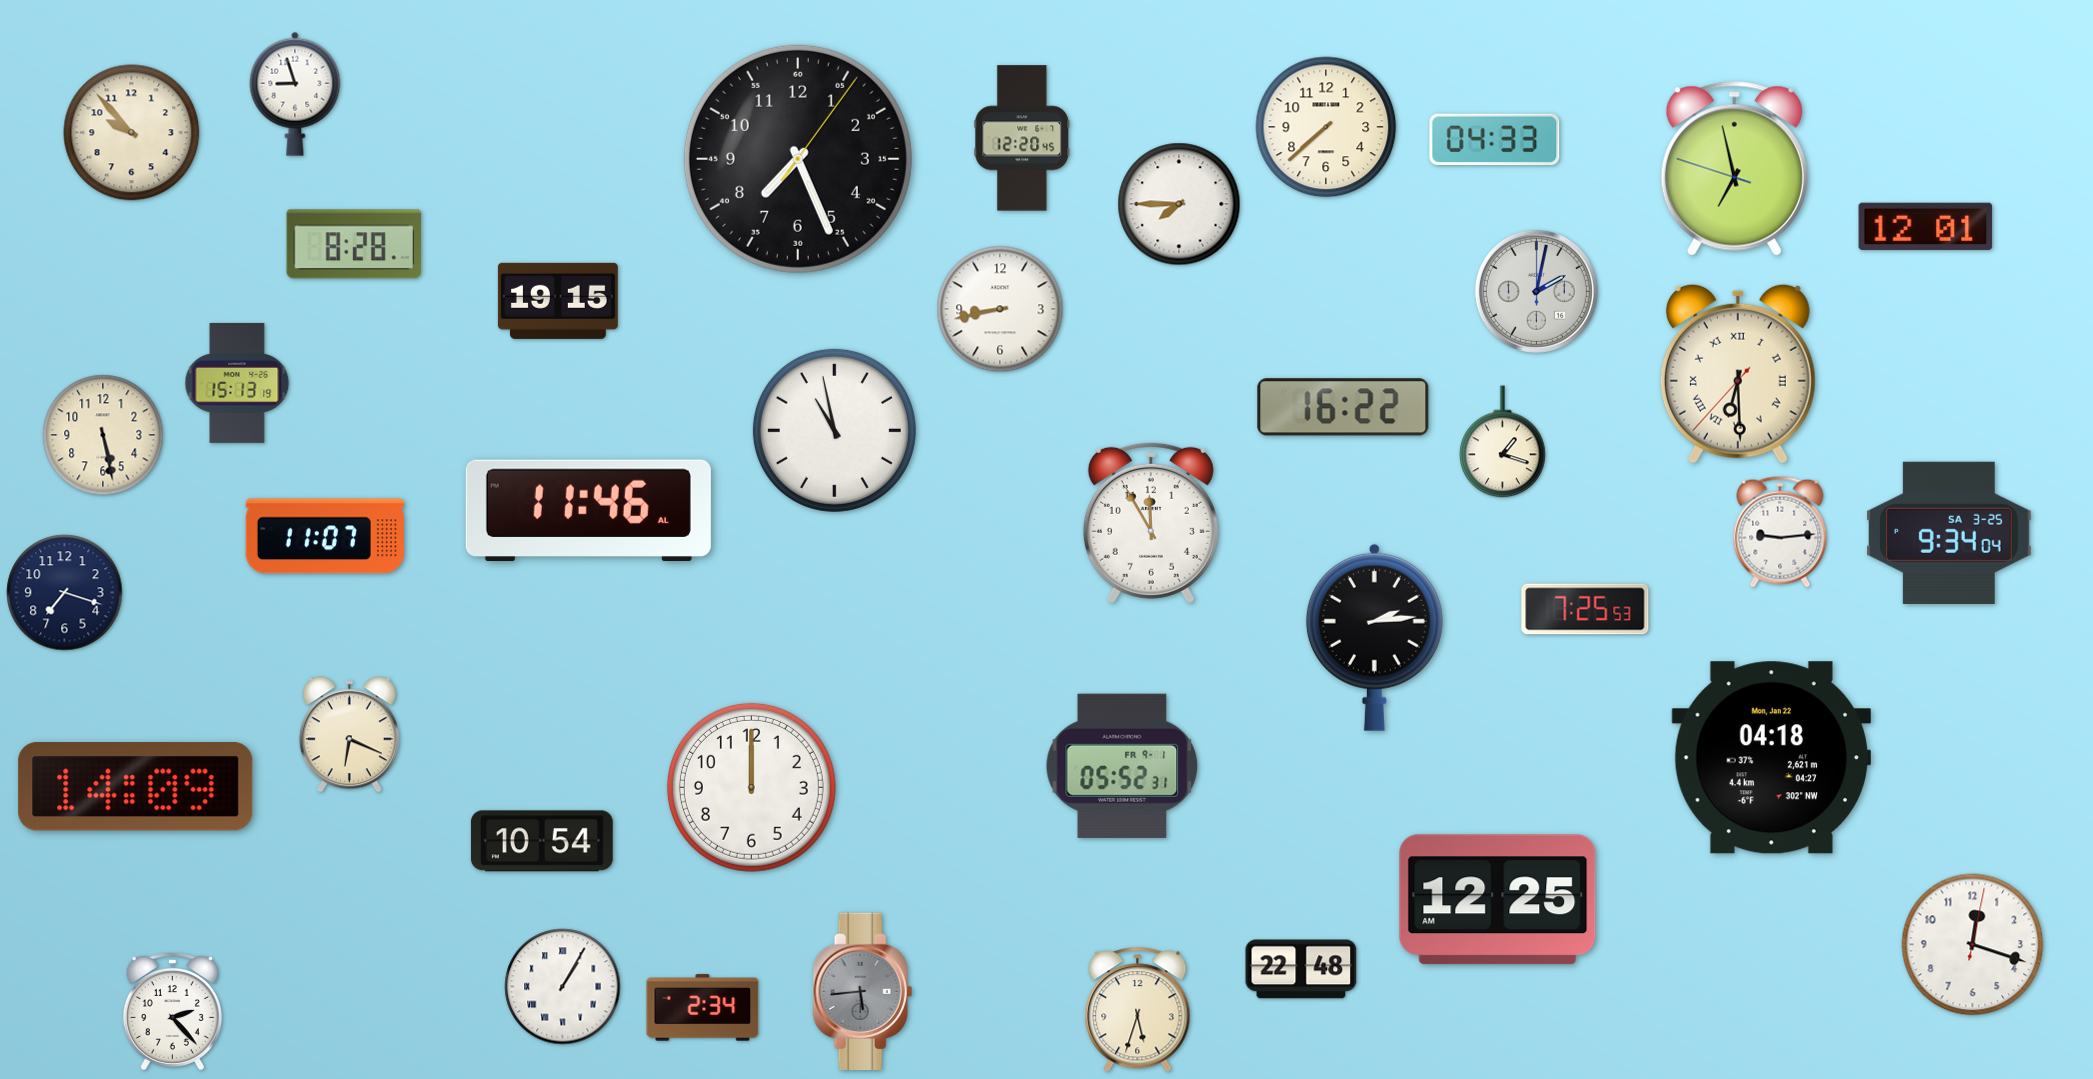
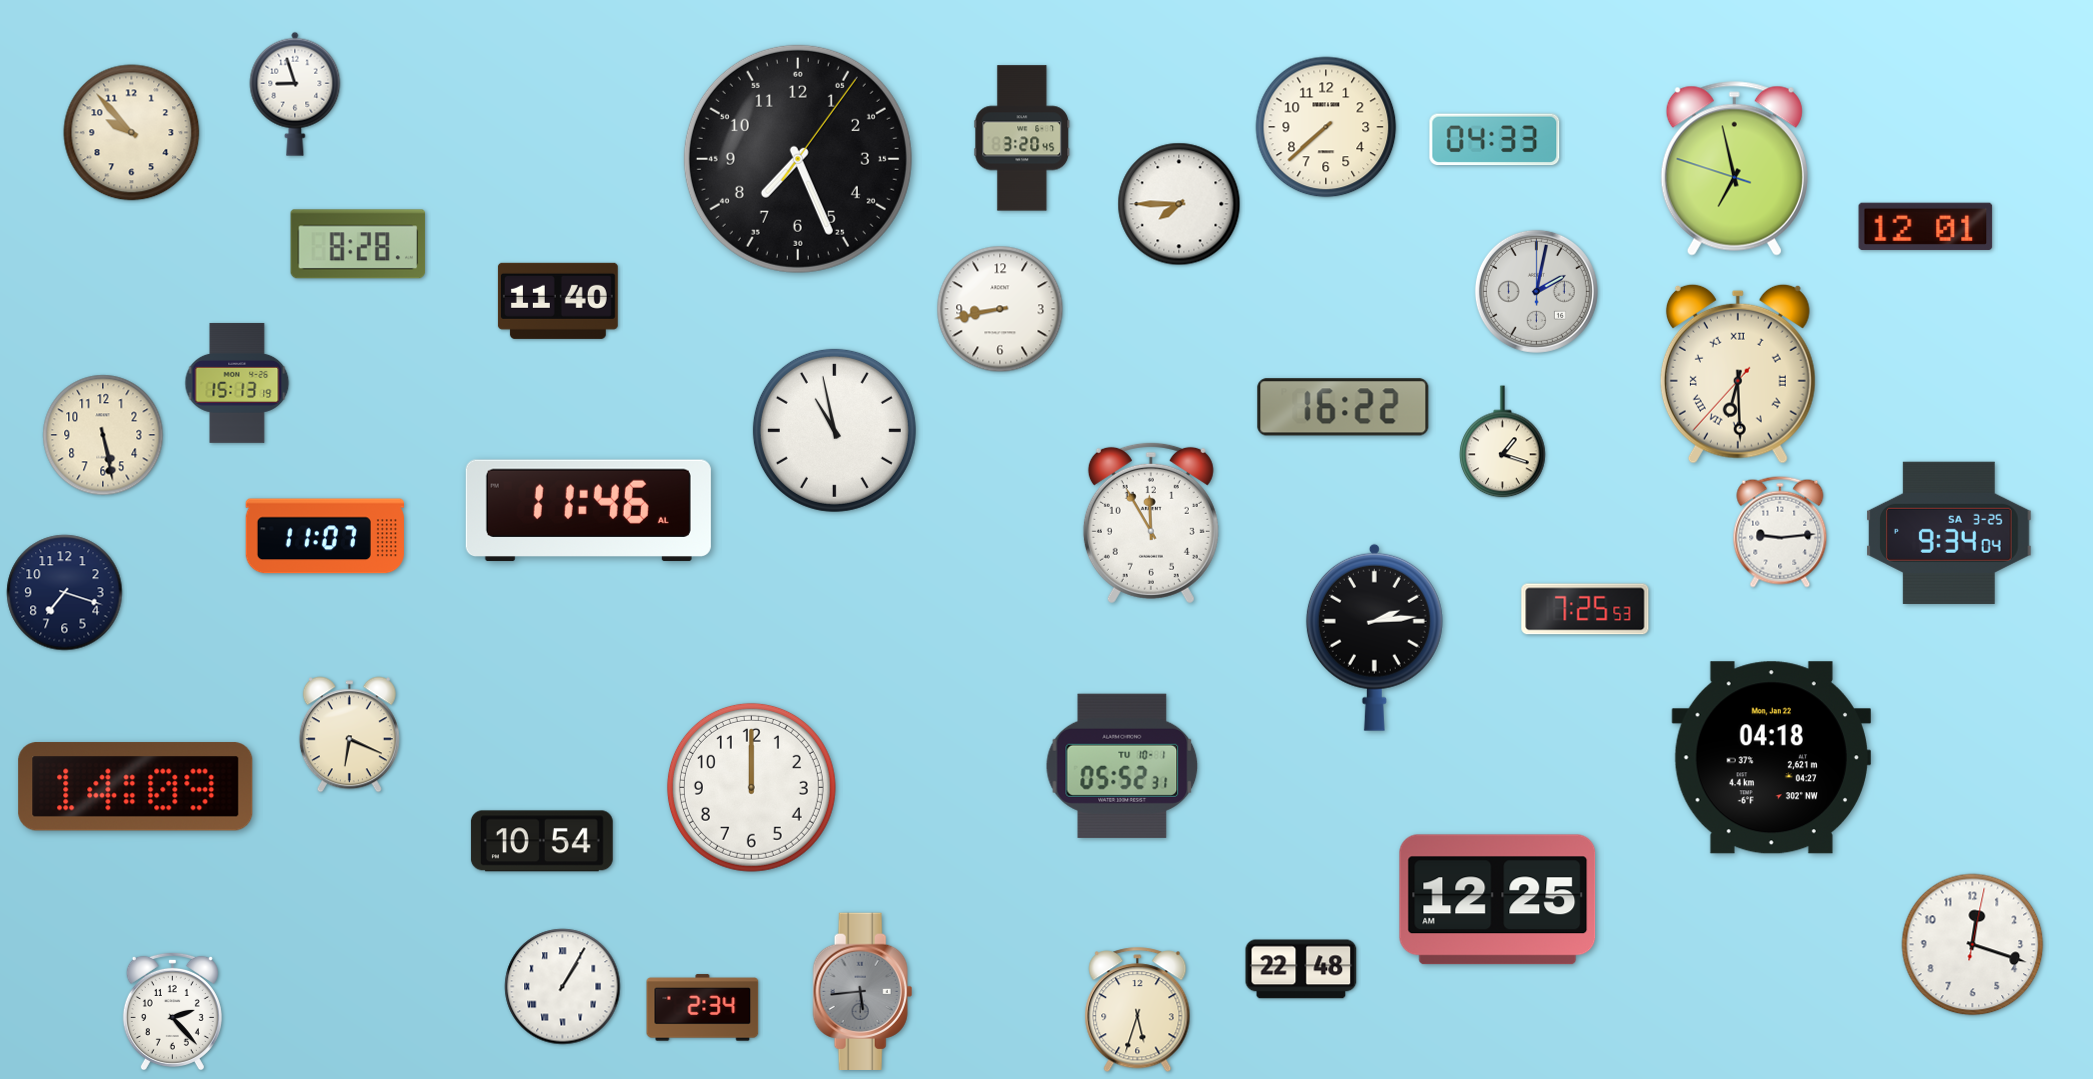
clock at (1022, 138): 12:20 -> 3:20
clock at (354, 244) position: (354, 244) -> (358, 244)
clock at (558, 301): 19:15 -> 11:40
clock at (1122, 766) date: FR 9-1 -> TU 10-1
